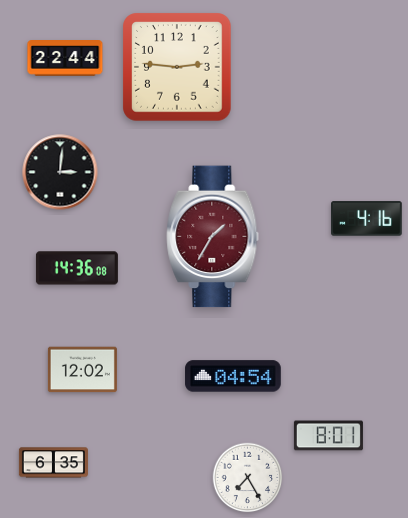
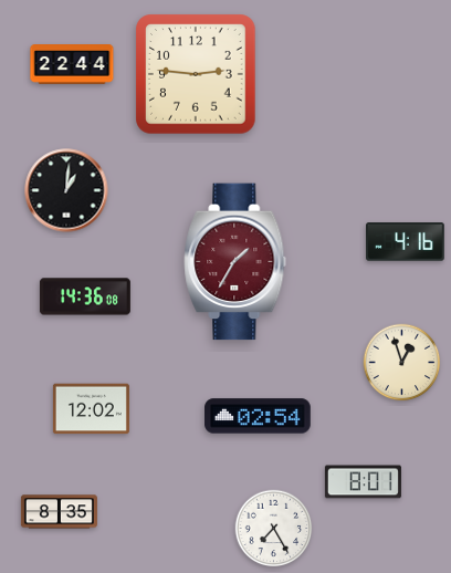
clock at (60, 172): 3:01 -> 1:01
clock at (402, 363): none -> 12:57
clock at (233, 376): 04:54 -> 02:54
clock at (53, 463): 6:35 -> 8:35
